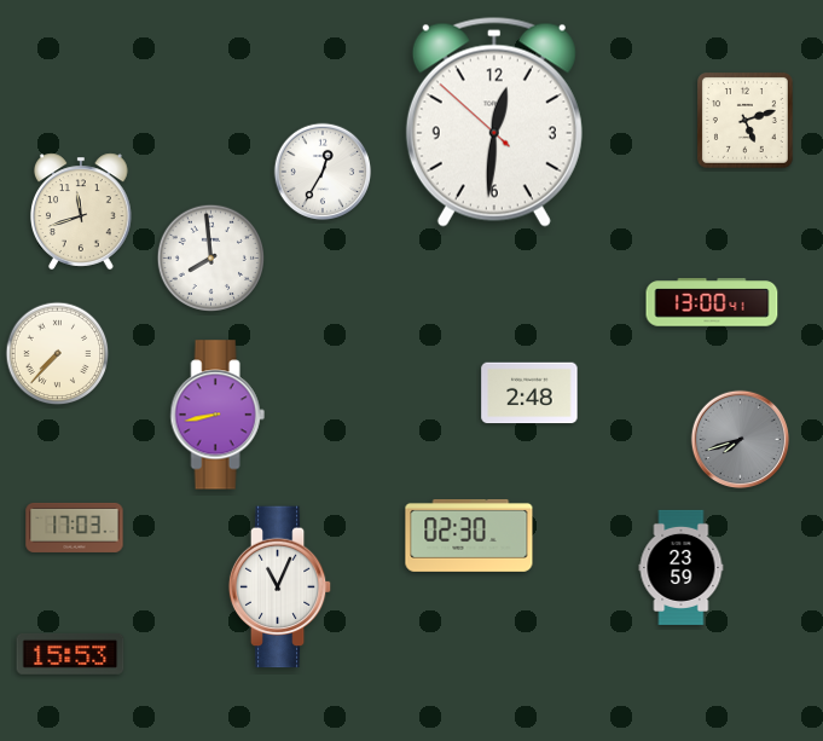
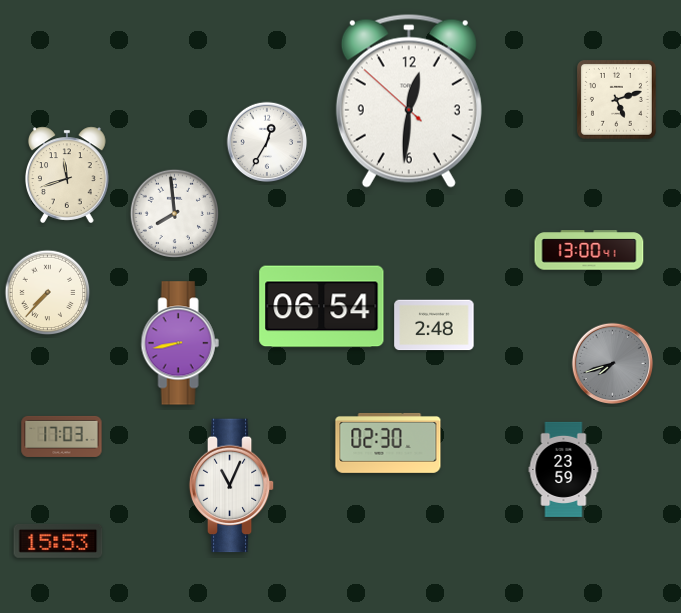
clock at (322, 307): none -> 06:54
clock at (529, 393) position: (529, 393) -> (434, 325)
